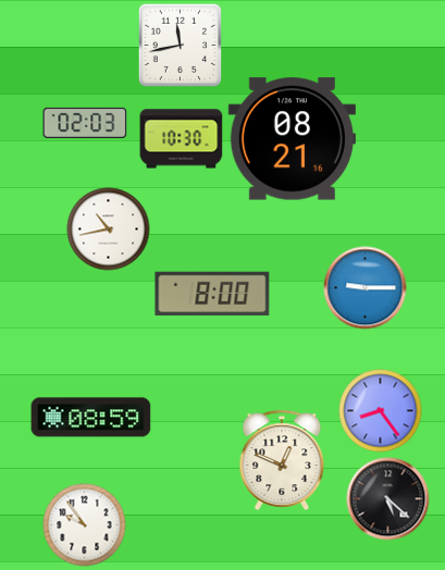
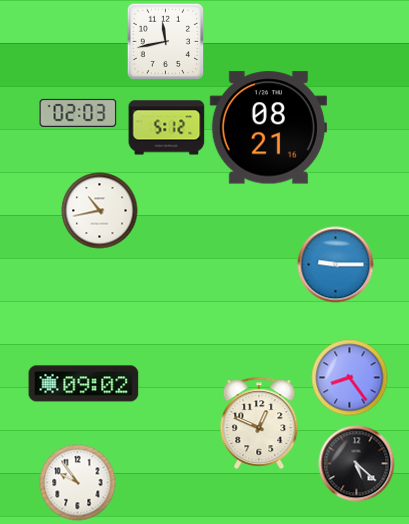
clock at (182, 139): 10:30 -> 5:12
clock at (212, 294): 8:00 -> none
clock at (91, 418): 08:59 -> 09:02
clock at (388, 499) position: (388, 499) -> (357, 464)
